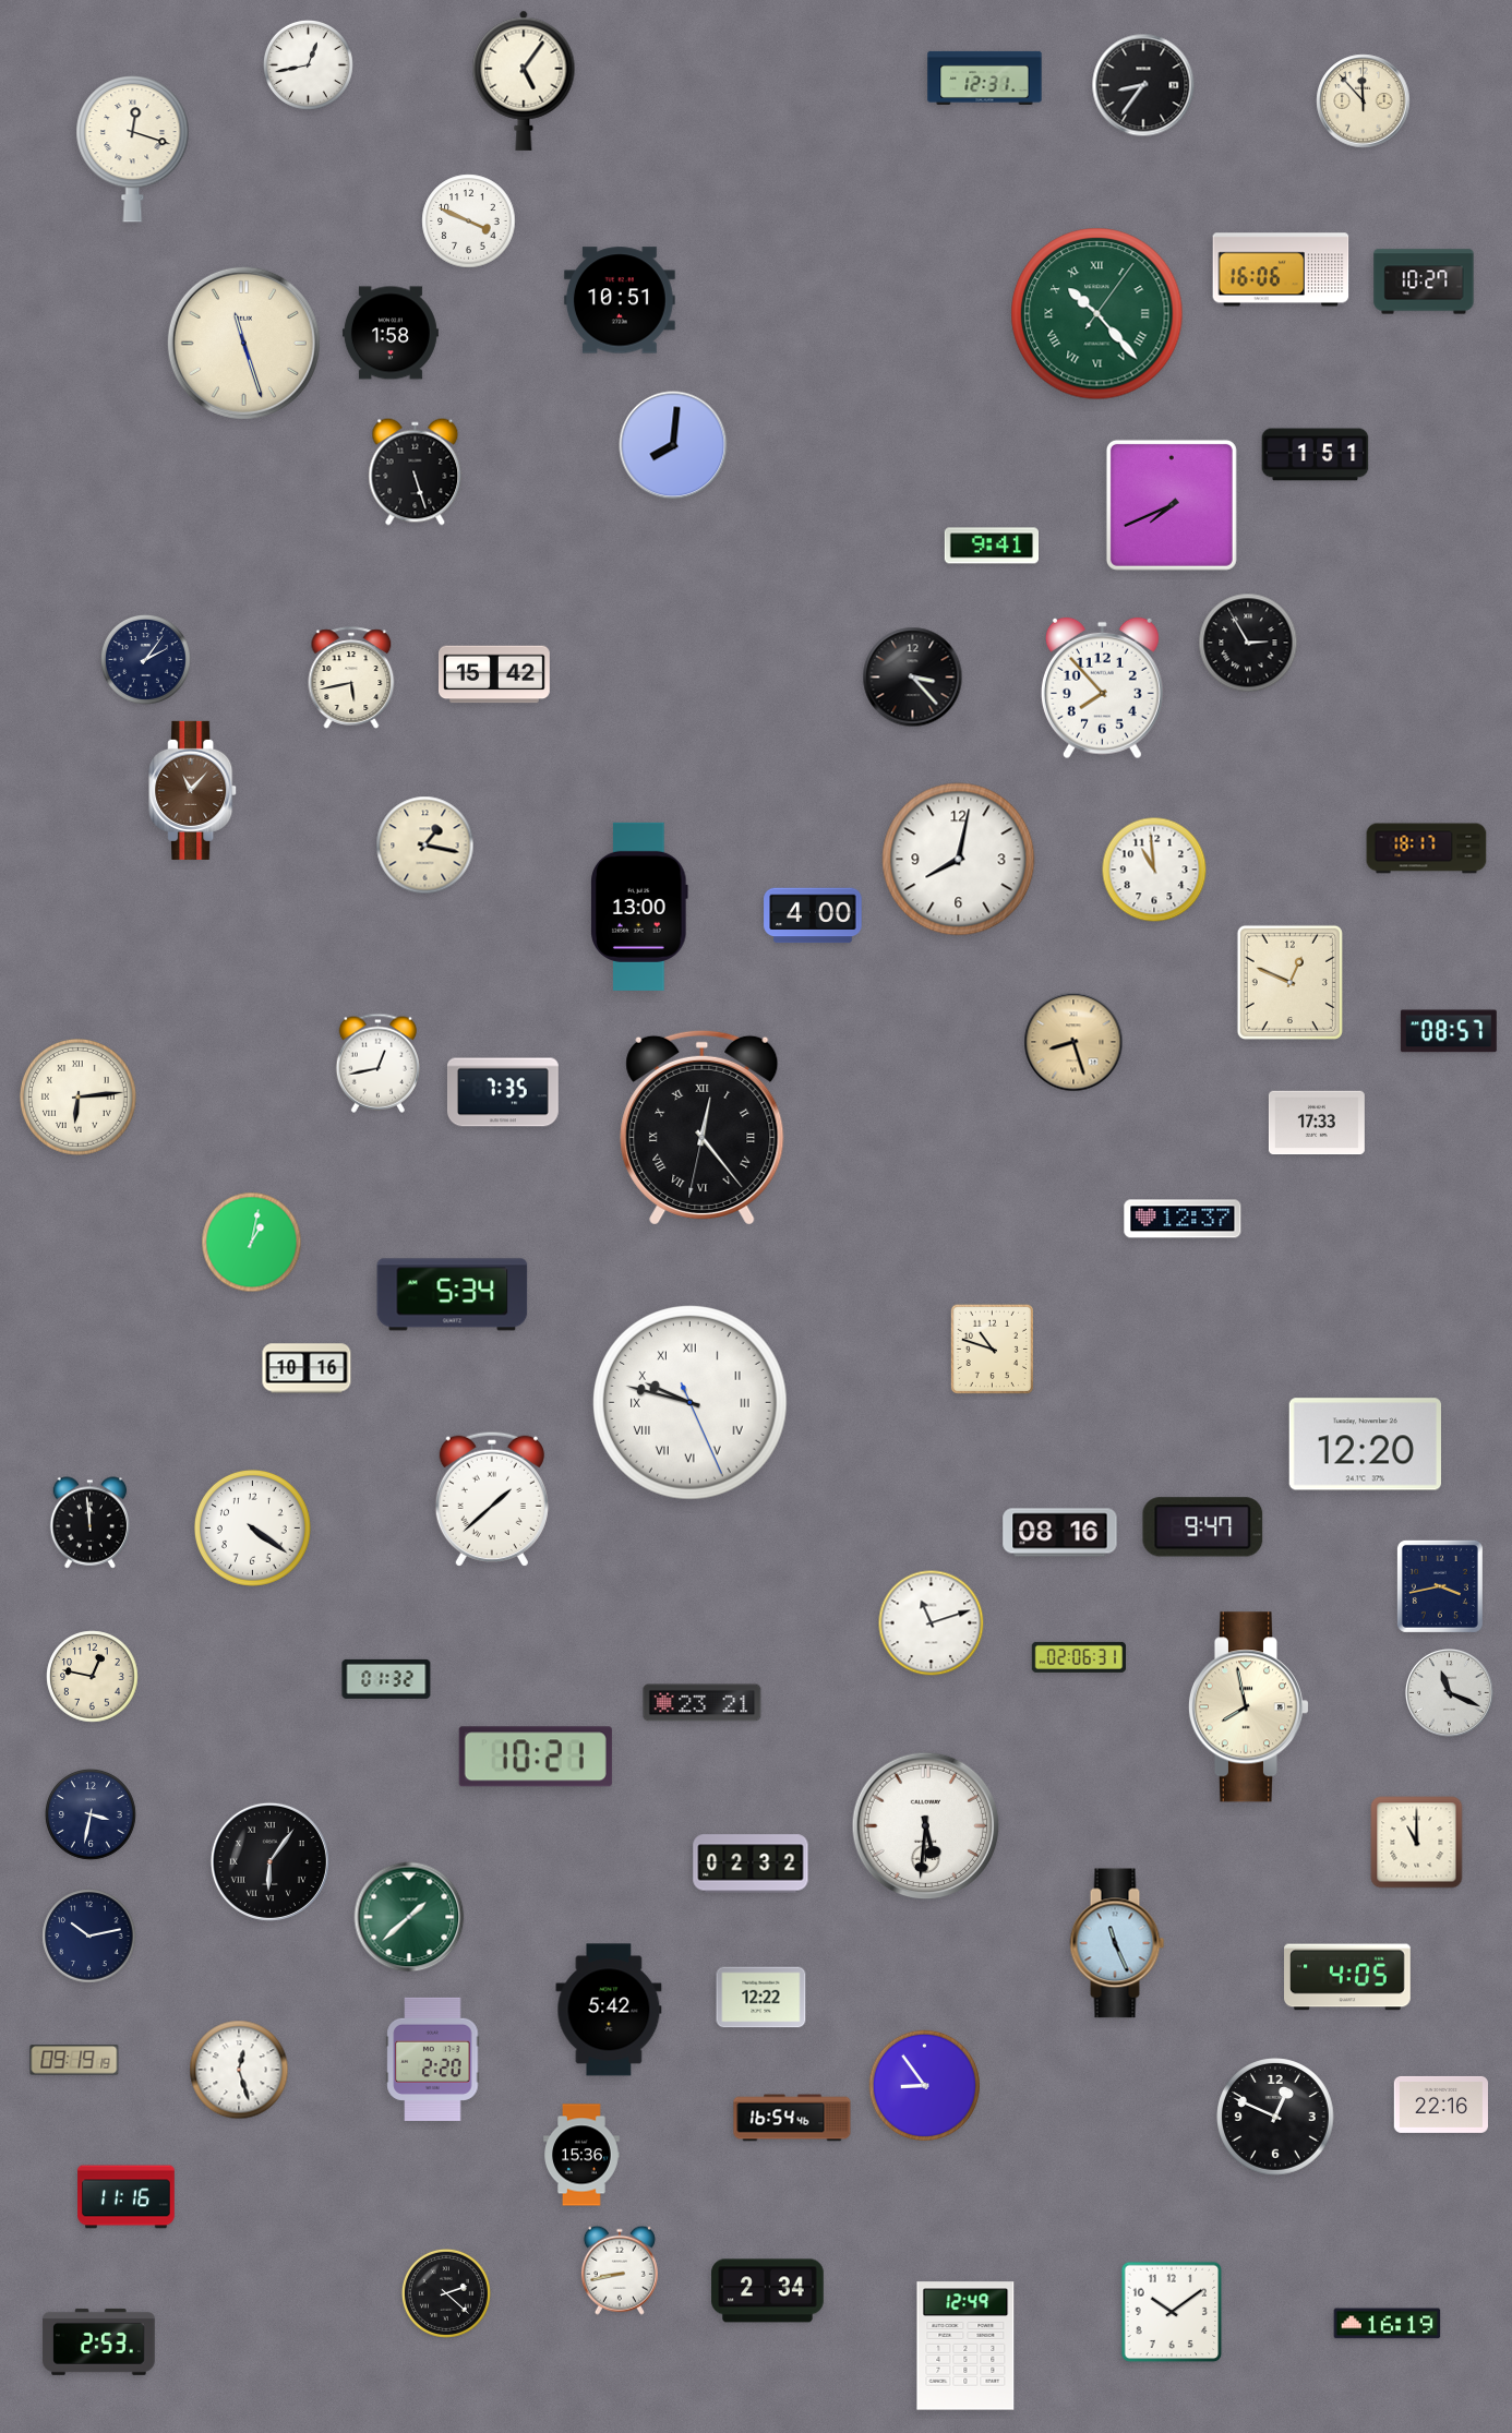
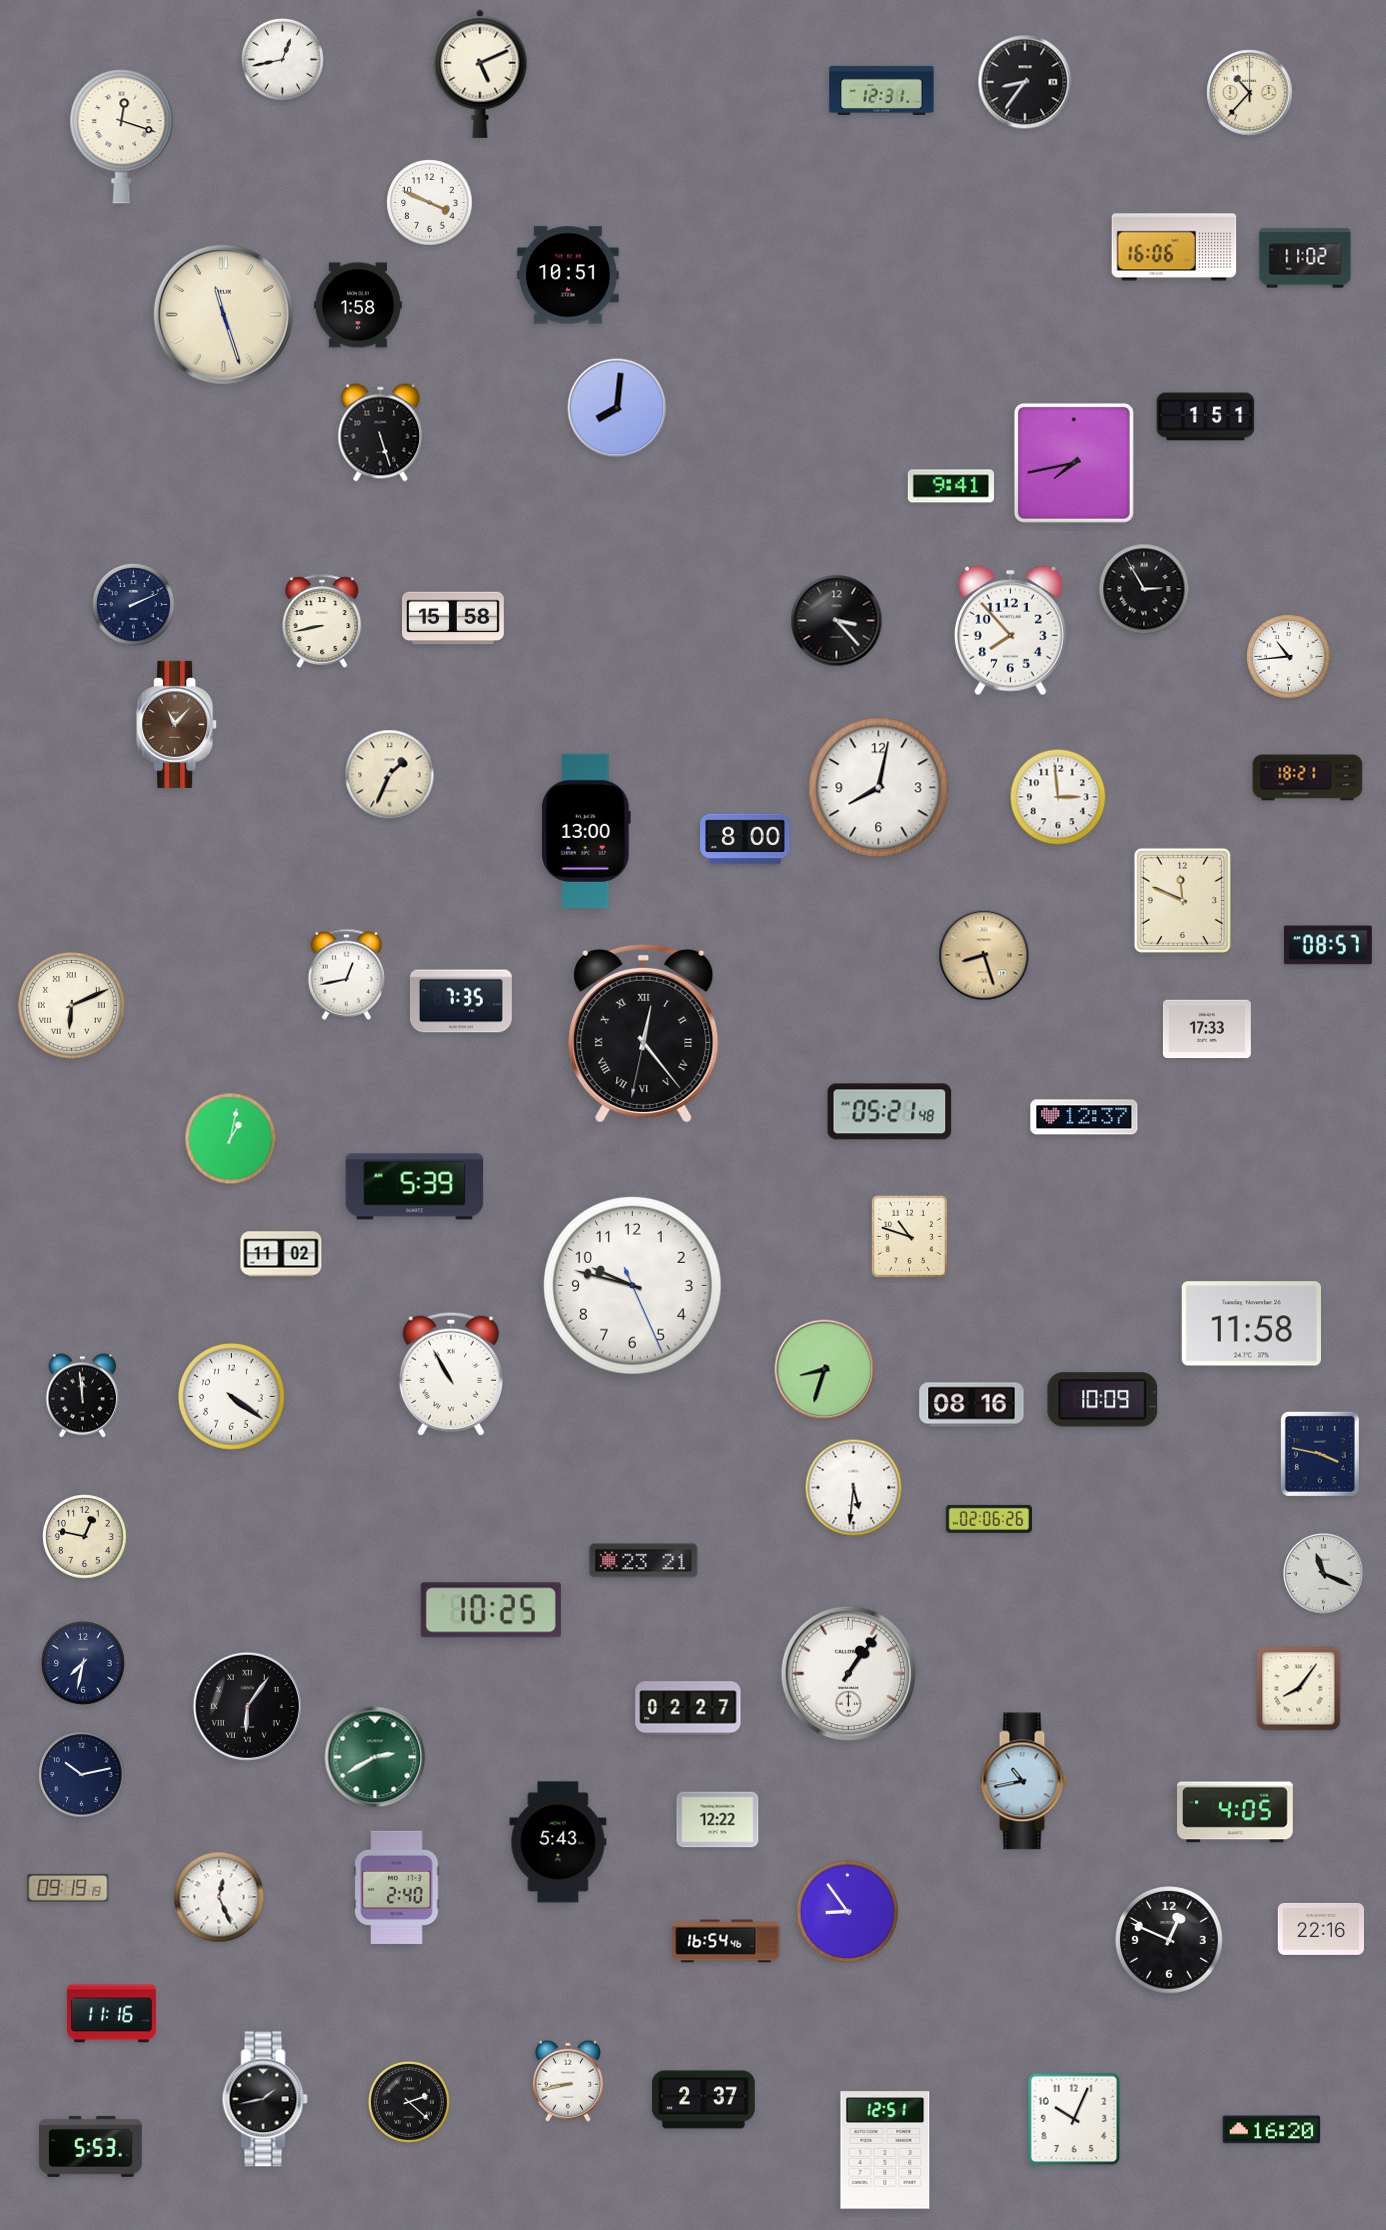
clock at (985, 77) position: (985, 77) -> (882, 90)
clock at (524, 81): 5:06 -> 5:11
clock at (1143, 85) position: (1143, 85) -> (1025, 82)
clock at (1364, 101): 11:53 -> 10:37
clock at (1424, 281): 10:27 -> 11:02
clock at (1097, 314): 10:23 -> none
clock at (1172, 505): 7:41 -> 7:43
clock at (991, 546) position: (991, 546) -> (950, 486)
clock at (145, 659): 2:06 -> 2:11
clock at (495, 674): 15:42 -> 15:58
clock at (351, 678): 5:43 -> 8:43
clock at (1289, 657): none -> 10:44
clock at (425, 846): 1:17 -> 1:34
clock at (1427, 849): 18:17 -> 18:21
clock at (1154, 870): 10:59 -> 2:59
clock at (813, 915): 4:00 -> 8:00
clock at (1289, 982): 12:49 -> 11:49
clock at (79, 1098): 6:14 -> 6:11
clock at (890, 1112): none -> 05:21
clock at (453, 1295): 5:34 -> 5:39
clock at (307, 1368): 10:16 -> 11:02
clock at (691, 1403) numerals: Roman -> Arabic
clock at (1365, 1445): 12:20 -> 11:58
clock at (825, 1370): none -> 8:33
clock at (492, 1499): 1:38 -> 10:55
clock at (1203, 1527): 9:47 -> 10:09
clock at (253, 1529) position: (253, 1529) -> (232, 1397)
clock at (1440, 1586): 3:43 -> 3:47
clock at (932, 1623): 11:12 -> 5:31
clock at (1078, 1657): 02:06:31 -> 02:06:26
clock at (386, 1679): 01:32 -> none
clock at (1449, 1692) position: (1449, 1692) -> (1323, 1573)
clock at (1248, 1707): 7:58 -> none
clock at (536, 1757): 10:21 -> 10:25
clock at (92, 1815): 3:32 -> 7:32
clock at (926, 1826): 5:31 -> 1:06
clock at (1417, 1843): 11:00 -> 8:06
clock at (751, 1863): 02:32 -> 02:27
clock at (409, 1917): 1:38 -> 2:40
clock at (1117, 1943): 11:26 -> 10:43
clock at (761, 1998) position: (761, 1998) -> (718, 1820)
clock at (609, 2010): 5:42 -> 5:43
clock at (433, 2059): 2:20 -> 2:40
clock at (239, 2070): 12:27 -> 12:26
clock at (581, 2155): 15:36 -> none
clock at (127, 2197) position: (127, 2197) -> (112, 2014)
clock at (265, 2099): none -> 1:43
clock at (768, 2291): 2:34 -> 2:37
clock at (1172, 2312): 10:09 -> 10:04
clock at (1388, 2324): 16:19 -> 16:20
clock at (99, 2341): 2:53 -> 5:53
clock at (965, 2346): 12:49 -> 12:51
